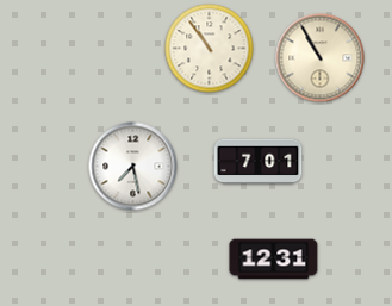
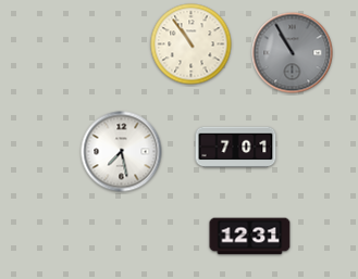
clock at (321, 58) dial: cream -> grey
